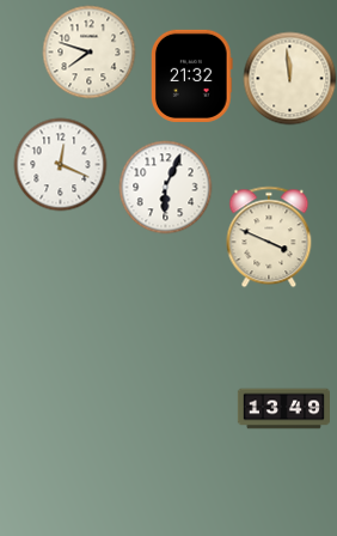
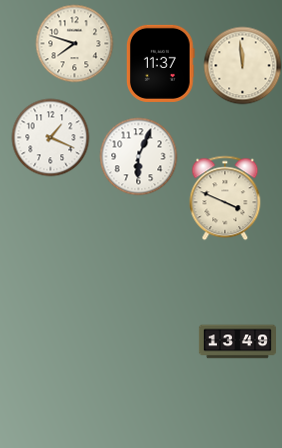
clock at (192, 75): 21:32 -> 11:37
clock at (60, 164): 12:19 -> 1:19
